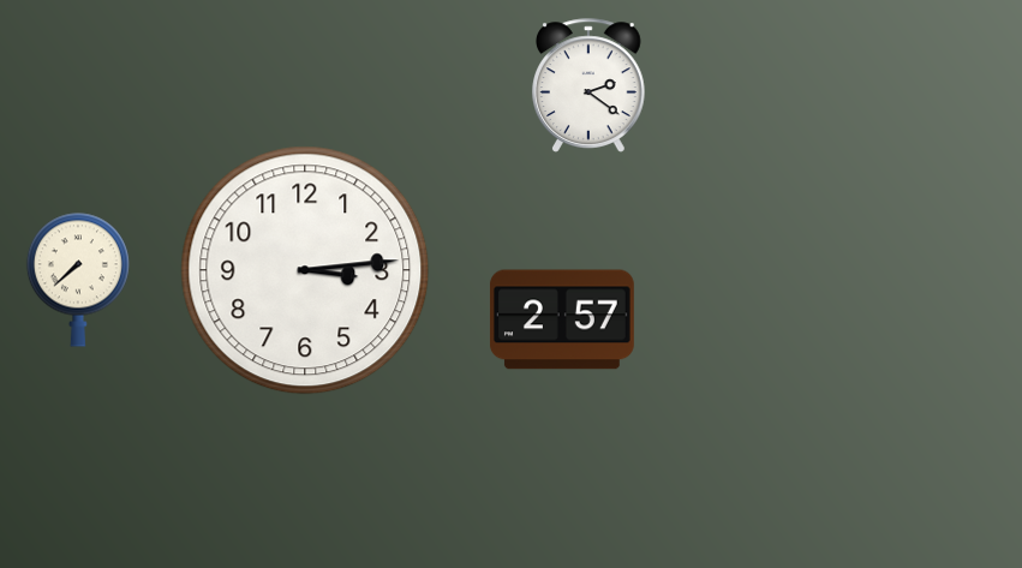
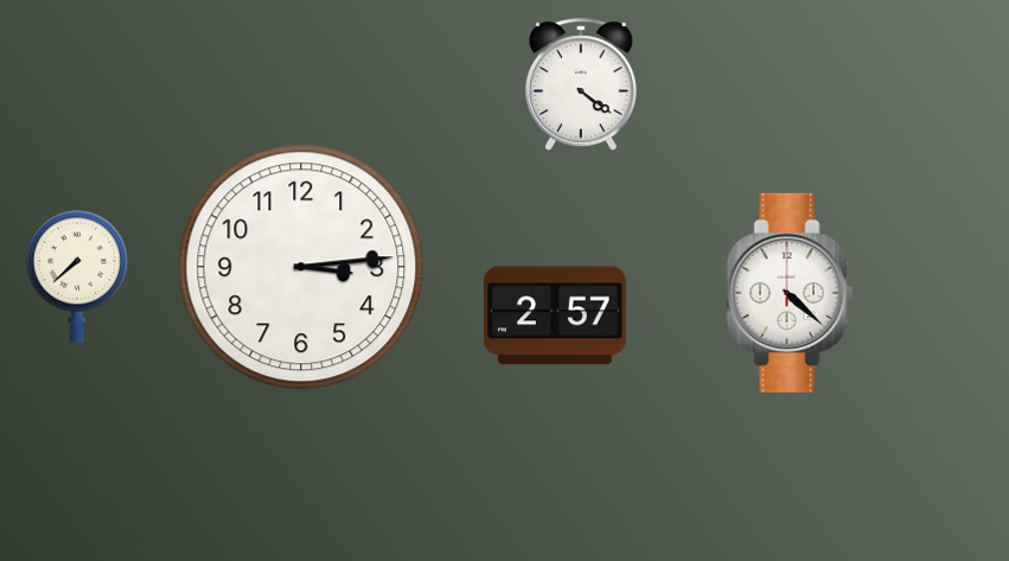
clock at (590, 85): 2:21 -> 4:21
clock at (790, 293): none -> 4:22
